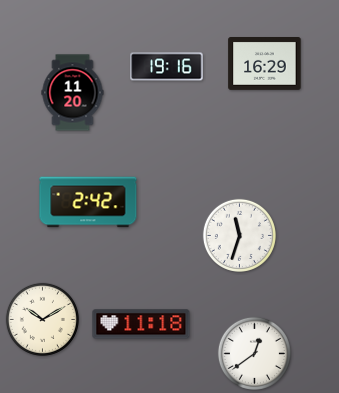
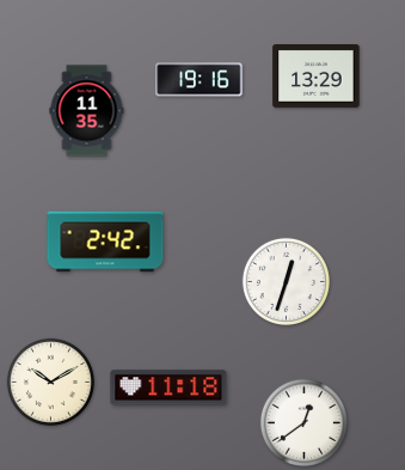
clock at (265, 64): 16:29 -> 13:29
clock at (73, 93): 11:20 -> 11:35
clock at (239, 235): 11:33 -> 12:33
